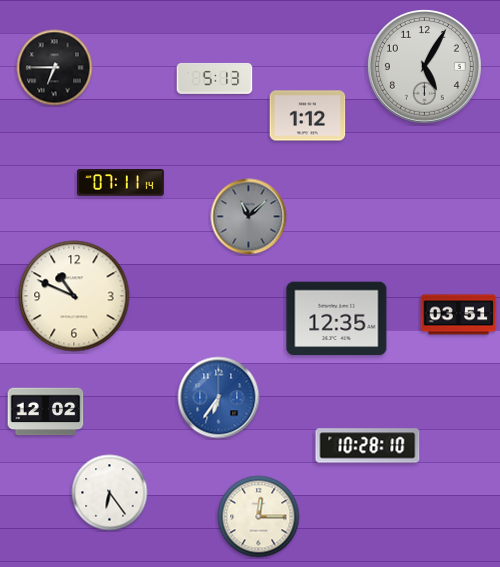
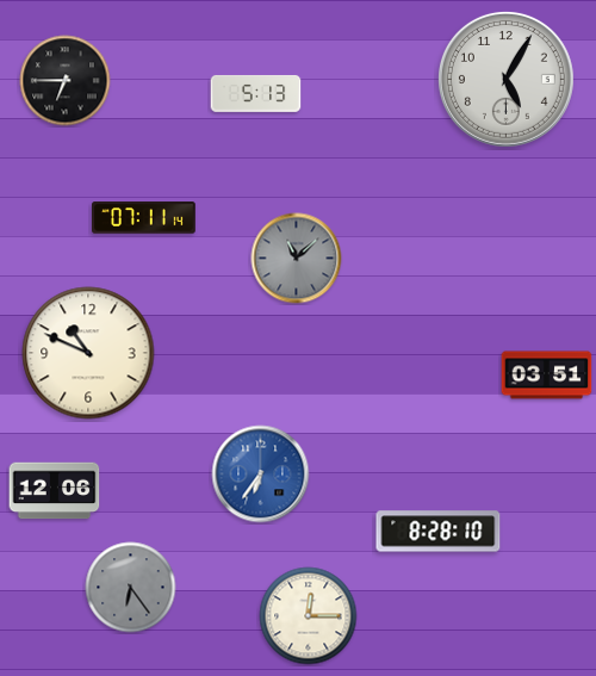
clock at (308, 116): 1:12 -> none
clock at (337, 319): 12:35 -> none
clock at (46, 412): 12:02 -> 12:06
clock at (368, 446): 10:28 -> 8:28
clock at (110, 493) dial: white -> grey
